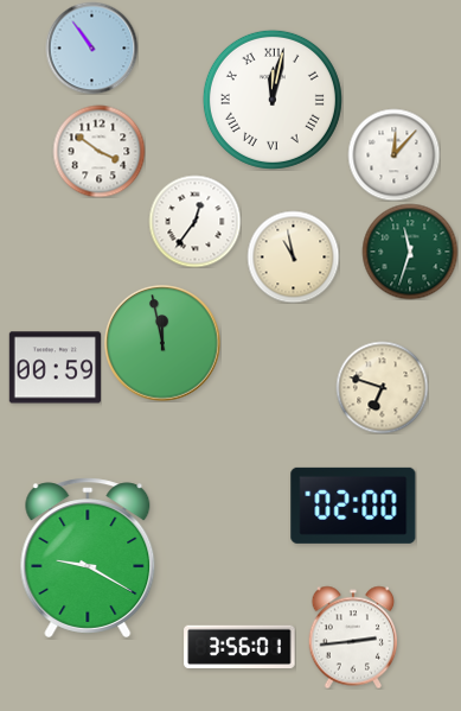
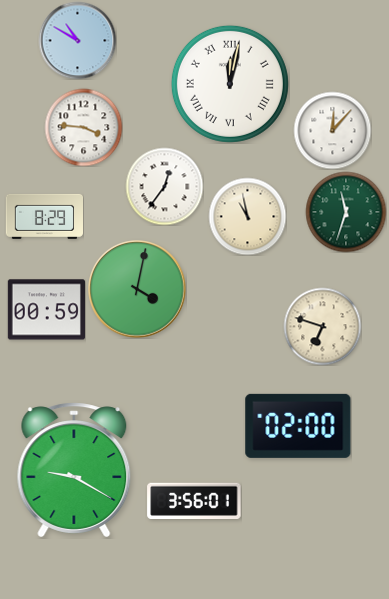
clock at (91, 47): 10:54 -> 10:50
clock at (98, 151): 3:51 -> 3:46
clock at (44, 216): none -> 8:29
clock at (162, 343): 11:58 -> 4:02
clock at (353, 637): 2:44 -> none
clock at (239, 646) position: (239, 646) -> (194, 500)
